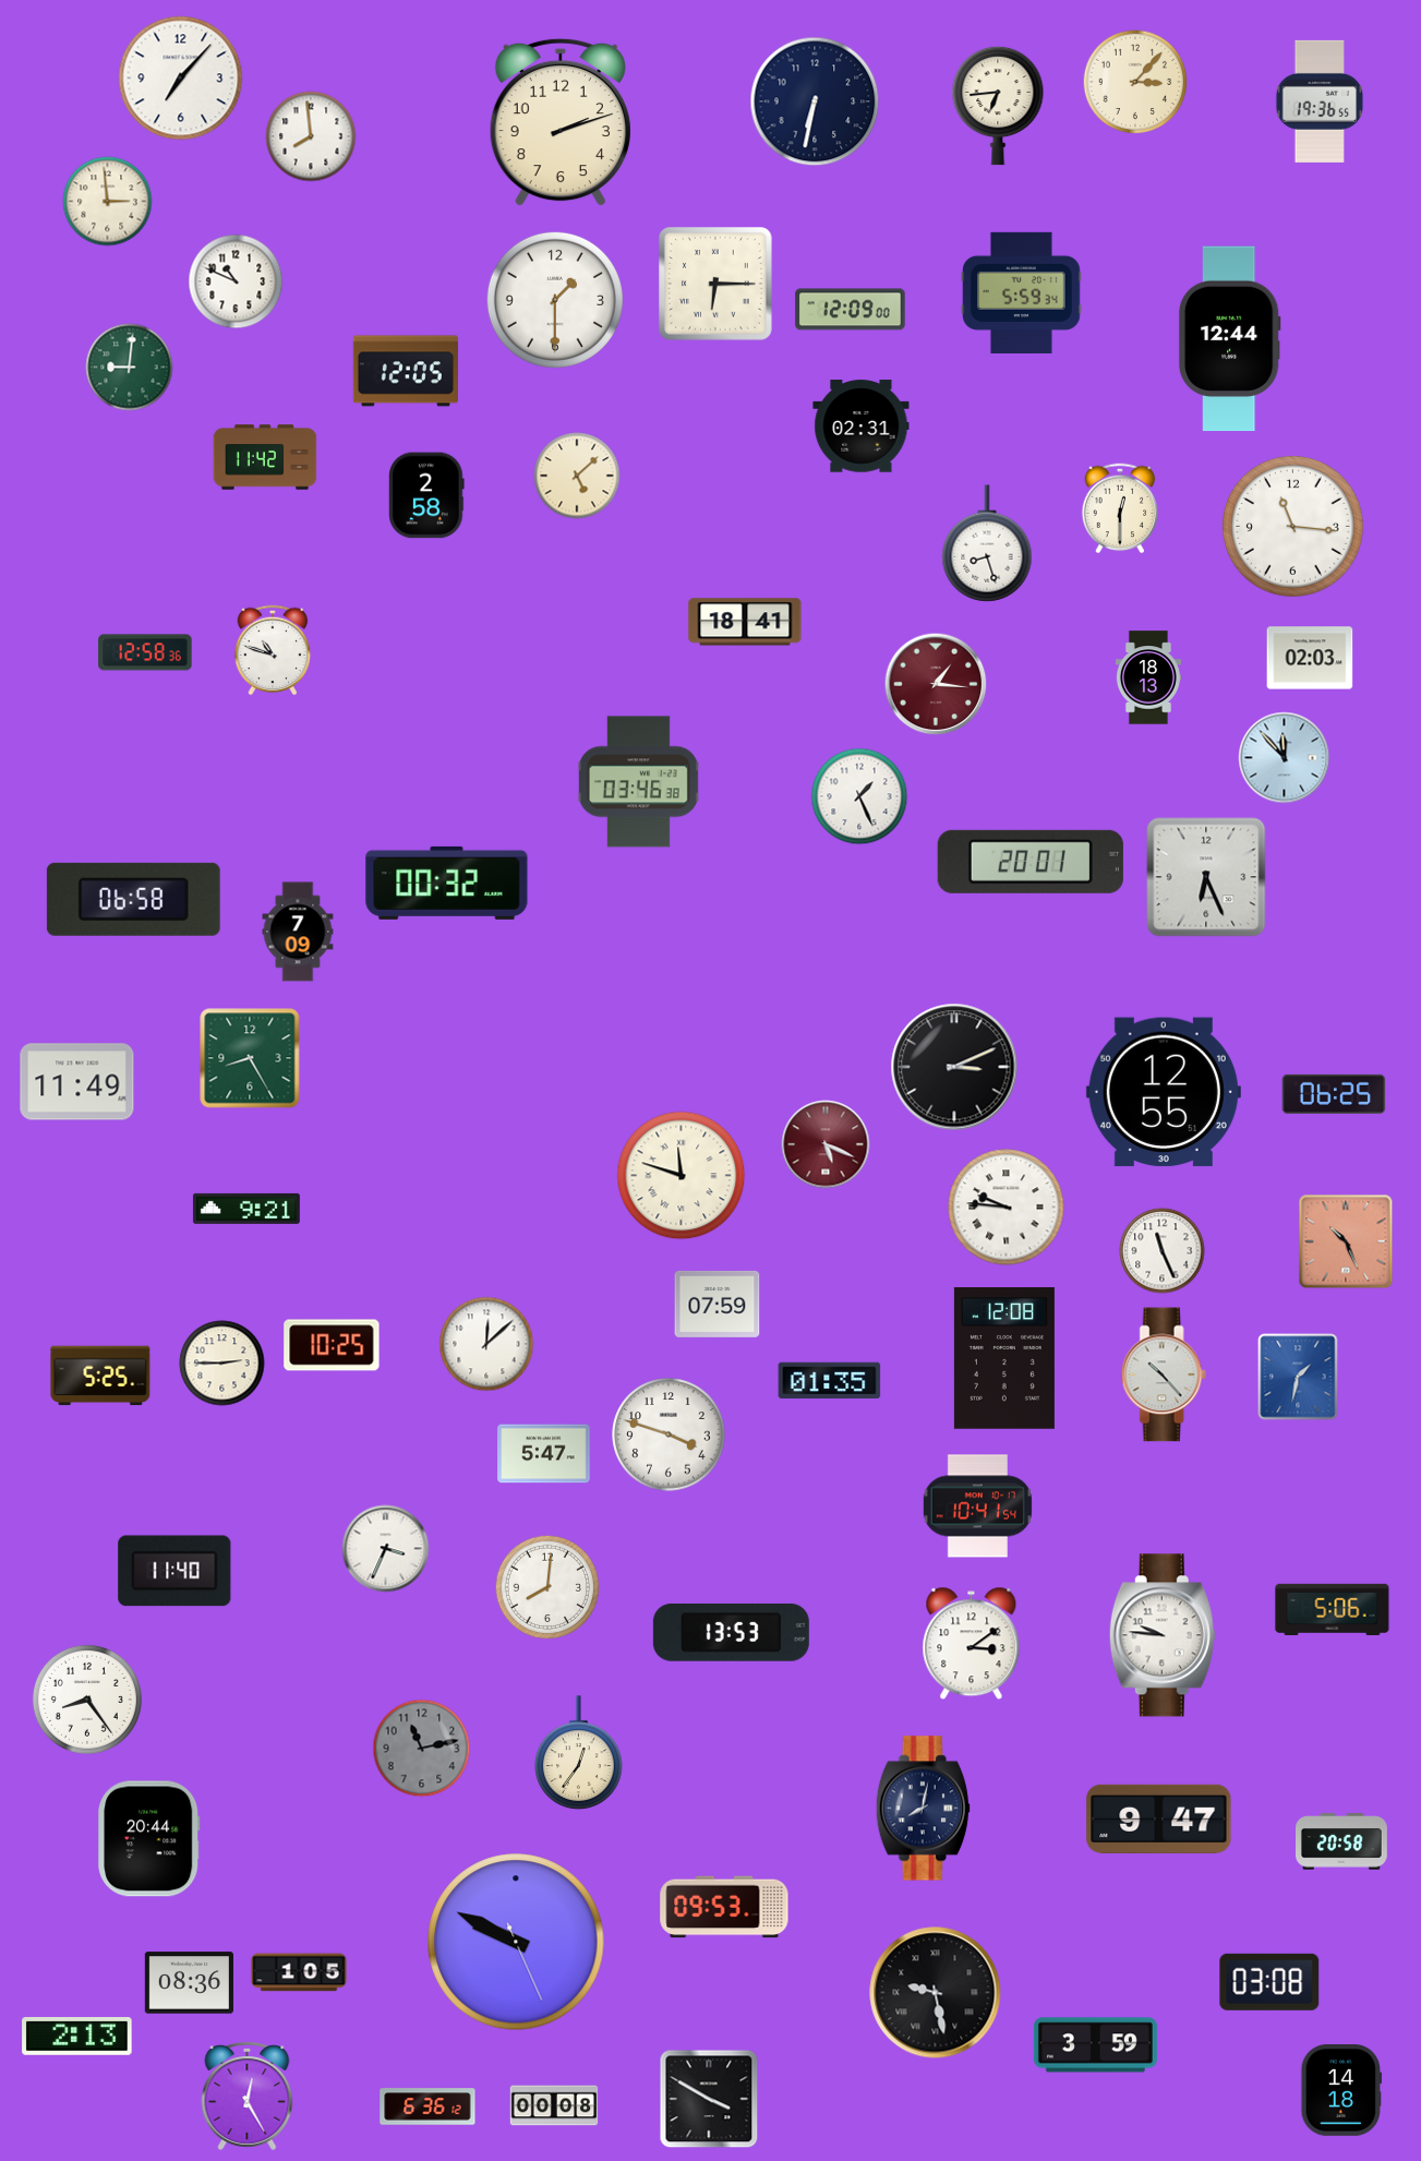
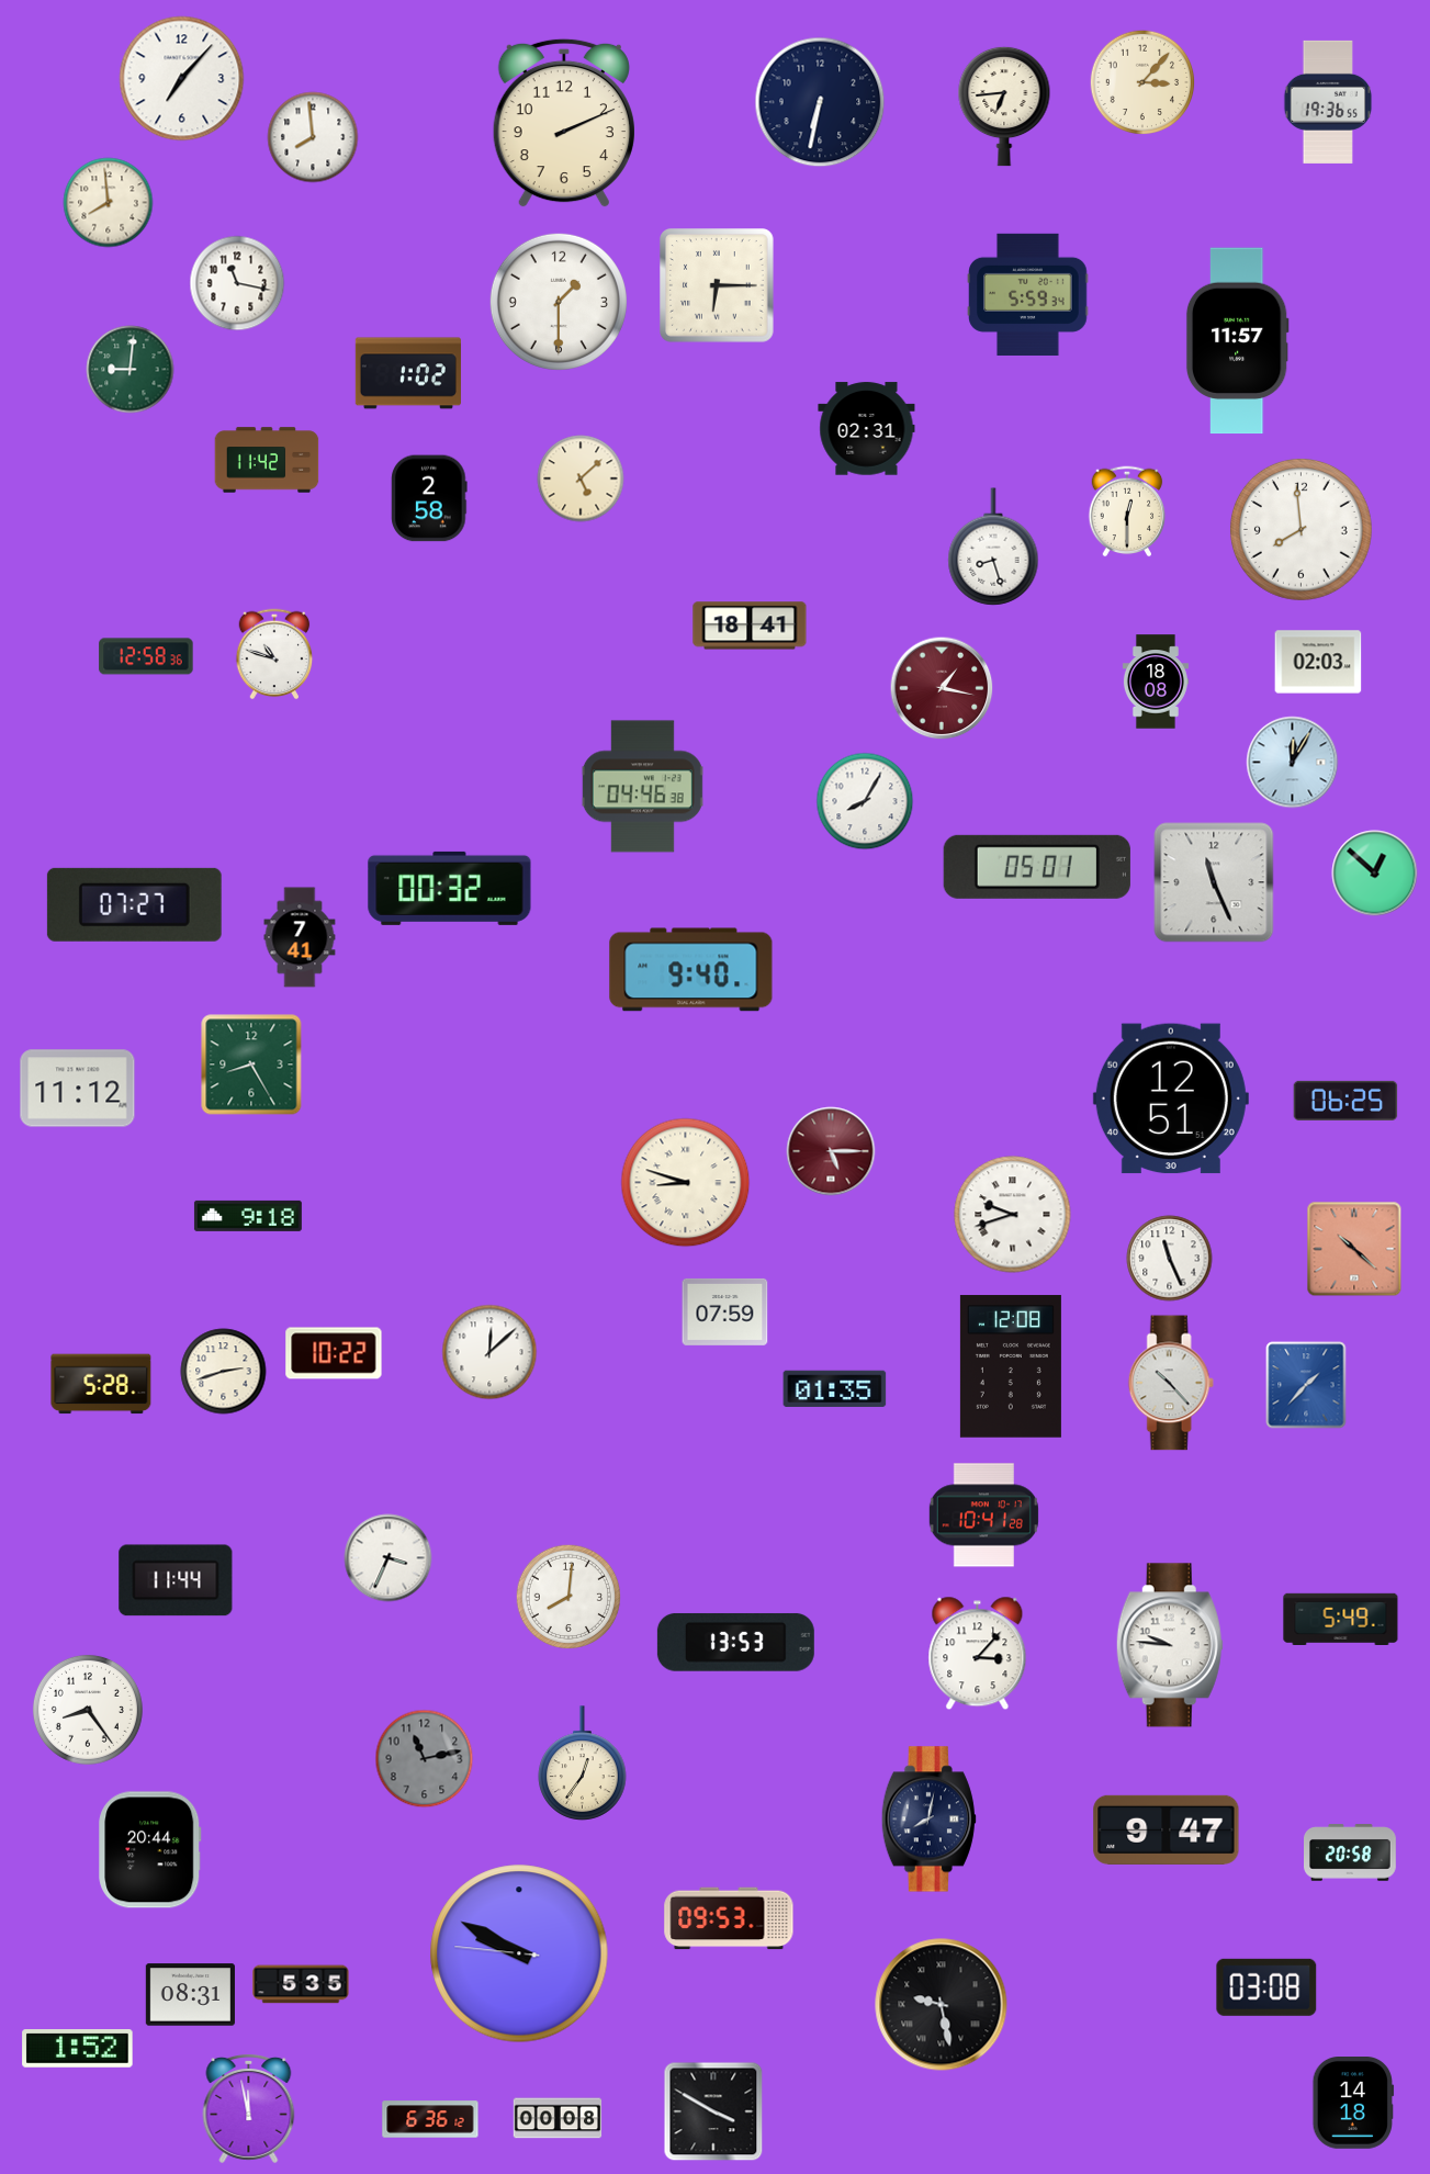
clock at (561, 122): 2:12 -> 2:11
clock at (108, 202): 2:59 -> 7:59
clock at (236, 281): 10:49 -> 11:17
clock at (716, 285) position: (716, 285) -> (718, 286)
clock at (851, 310): 12:09 -> none
clock at (1229, 339): 12:44 -> 11:57
clock at (406, 371): 12:05 -> 1:02
clock at (1292, 526): 11:16 -> 7:59
clock at (1148, 677): 18:13 -> 18:08
clock at (936, 684): 1:16 -> 1:17
clock at (1285, 758): 11:53 -> 12:05
clock at (638, 782): 03:46 -> 04:46
clock at (859, 796): 1:26 -> 8:05
clock at (1031, 862): 20:01 -> 05:01
clock at (1375, 874): none -> 12:52
clock at (1206, 877): 6:26 -> 11:26
clock at (133, 899): 06:58 -> 07:27
clock at (298, 932): 7:09 -> 7:41
clock at (691, 970): none -> 9:40
clock at (954, 1067): 3:11 -> none
clock at (77, 1082): 11:49 -> 11:12
clock at (1164, 1092): 12:55 -> 12:51
clock at (1334, 1094) position: (1334, 1094) -> (1345, 1101)
clock at (826, 1144): 5:19 -> 5:15
clock at (682, 1176): 11:48 -> 8:48
clock at (1007, 1208): 9:46 -> 9:42
clock at (246, 1209): 9:21 -> 9:18
clock at (1346, 1241): 10:26 -> 10:22
clock at (718, 1304) position: (718, 1304) -> (725, 1311)
clock at (332, 1345): 10:25 -> 10:22
clock at (222, 1364): 2:45 -> 2:42
clock at (100, 1376): 5:25 -> 5:28
clock at (1298, 1377): 1:32 -> 1:37
clock at (669, 1434): 3:48 -> none
clock at (544, 1454): 5:47 -> none
clock at (977, 1506): 10:41:54 -> 10:41:28
clock at (174, 1571): 11:40 -> 11:44
clock at (547, 1587) position: (547, 1587) -> (568, 1597)
clock at (1333, 1609): 5:06 -> 5:49
clock at (972, 1644): 3:09 -> 3:07
clock at (516, 1942): 9:49:26 -> 9:49:46
clock at (299, 1972): 1:05 -> 5:35
clock at (1269, 1982) position: (1269, 1982) -> (1266, 1987)
clock at (189, 1983): 08:36 -> 08:31
clock at (77, 2037): 2:13 -> 1:52
clock at (1095, 2045): 3:59 -> none
clock at (1341, 2091) position: (1341, 2091) -> (1353, 2104)
clock at (248, 2096): 12:25 -> 11:58
